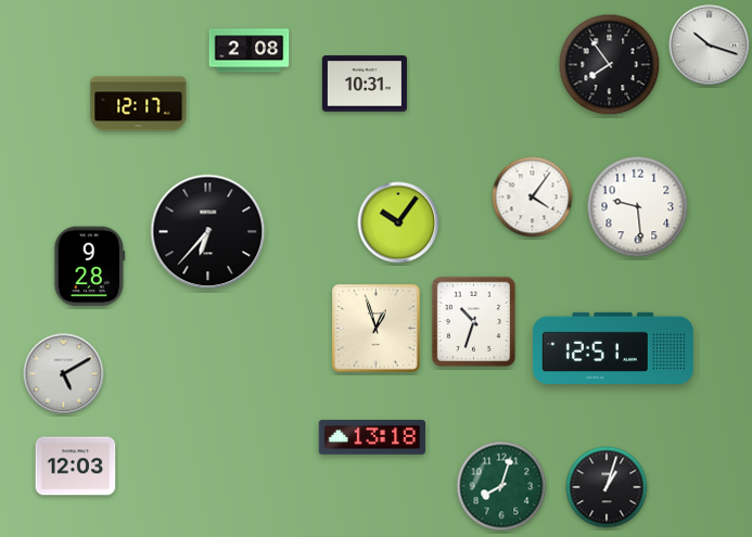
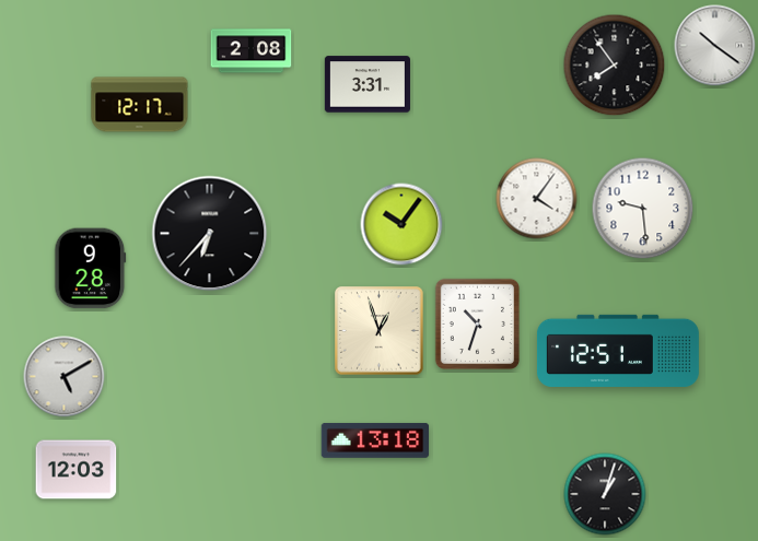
clock at (710, 46): 10:18 -> 10:21
clock at (365, 84): 10:31 -> 3:31
clock at (501, 486): 8:03 -> none
clock at (607, 487) position: (607, 487) -> (605, 494)
